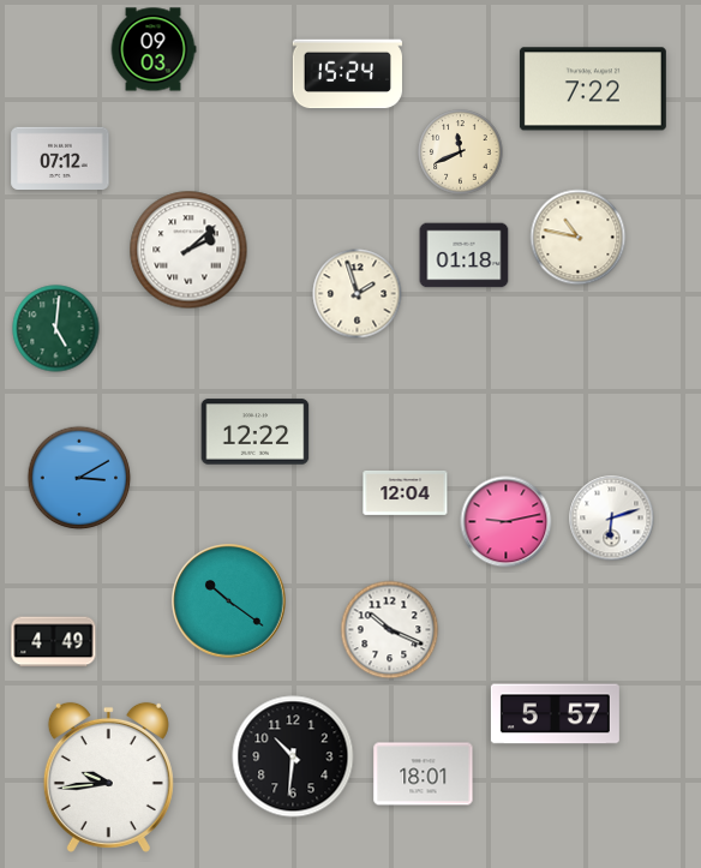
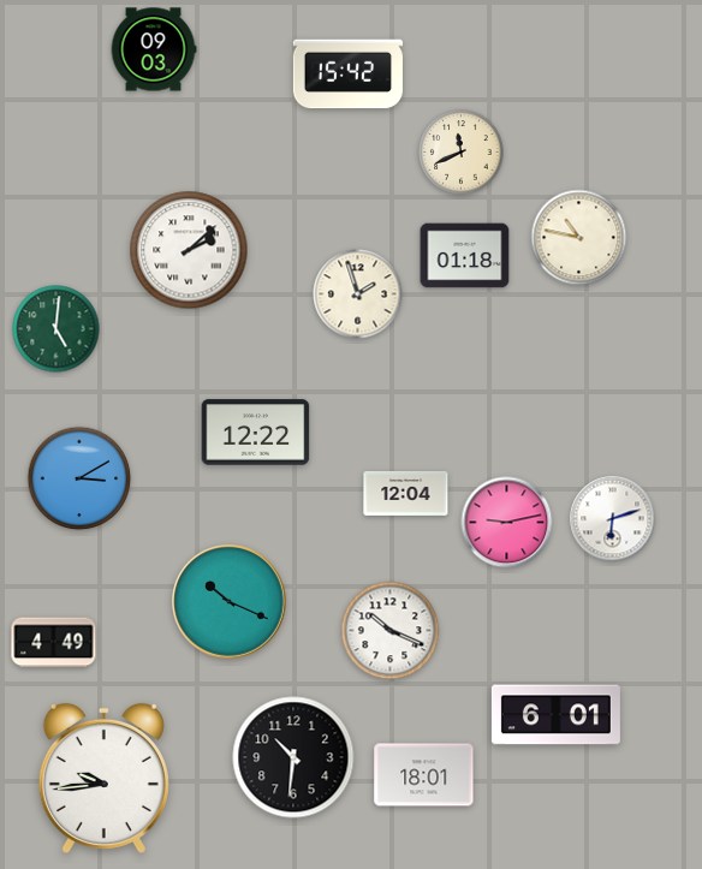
clock at (347, 74): 15:24 -> 15:42
clock at (593, 89): 7:22 -> none
clock at (60, 157): 07:12 -> none
clock at (229, 601): 10:21 -> 10:19
clock at (555, 714): 5:57 -> 6:01
clock at (108, 777) position: (108, 777) -> (103, 778)
